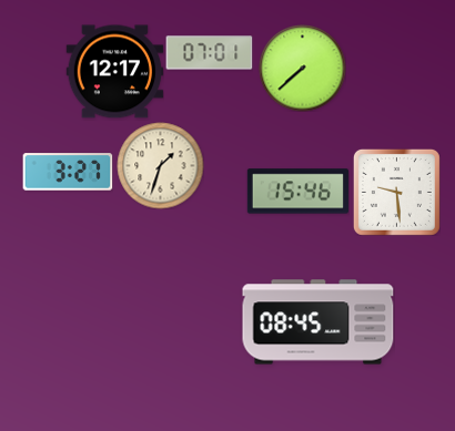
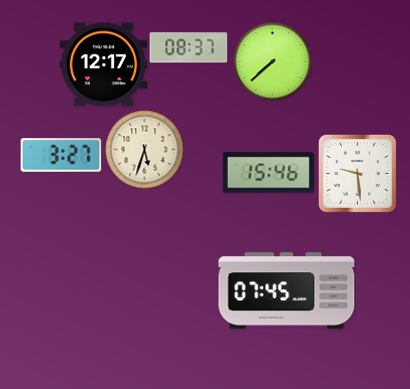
clock at (209, 53): 07:01 -> 08:37
clock at (160, 165): 1:33 -> 5:33
clock at (318, 322): 08:45 -> 07:45
